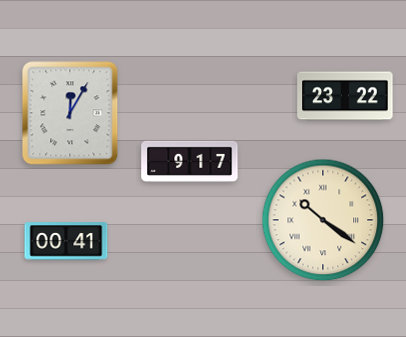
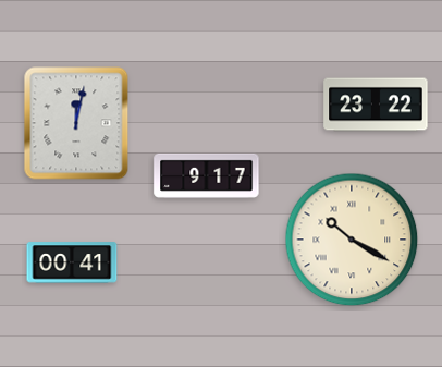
clock at (70, 113): 12:05 -> 12:02
clock at (323, 220): 10:21 -> 10:20
